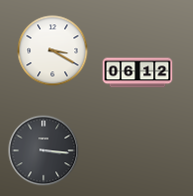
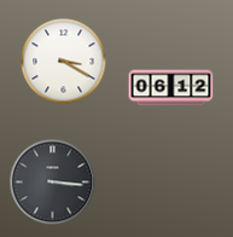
clock at (138, 73) position: (138, 73) -> (171, 88)
